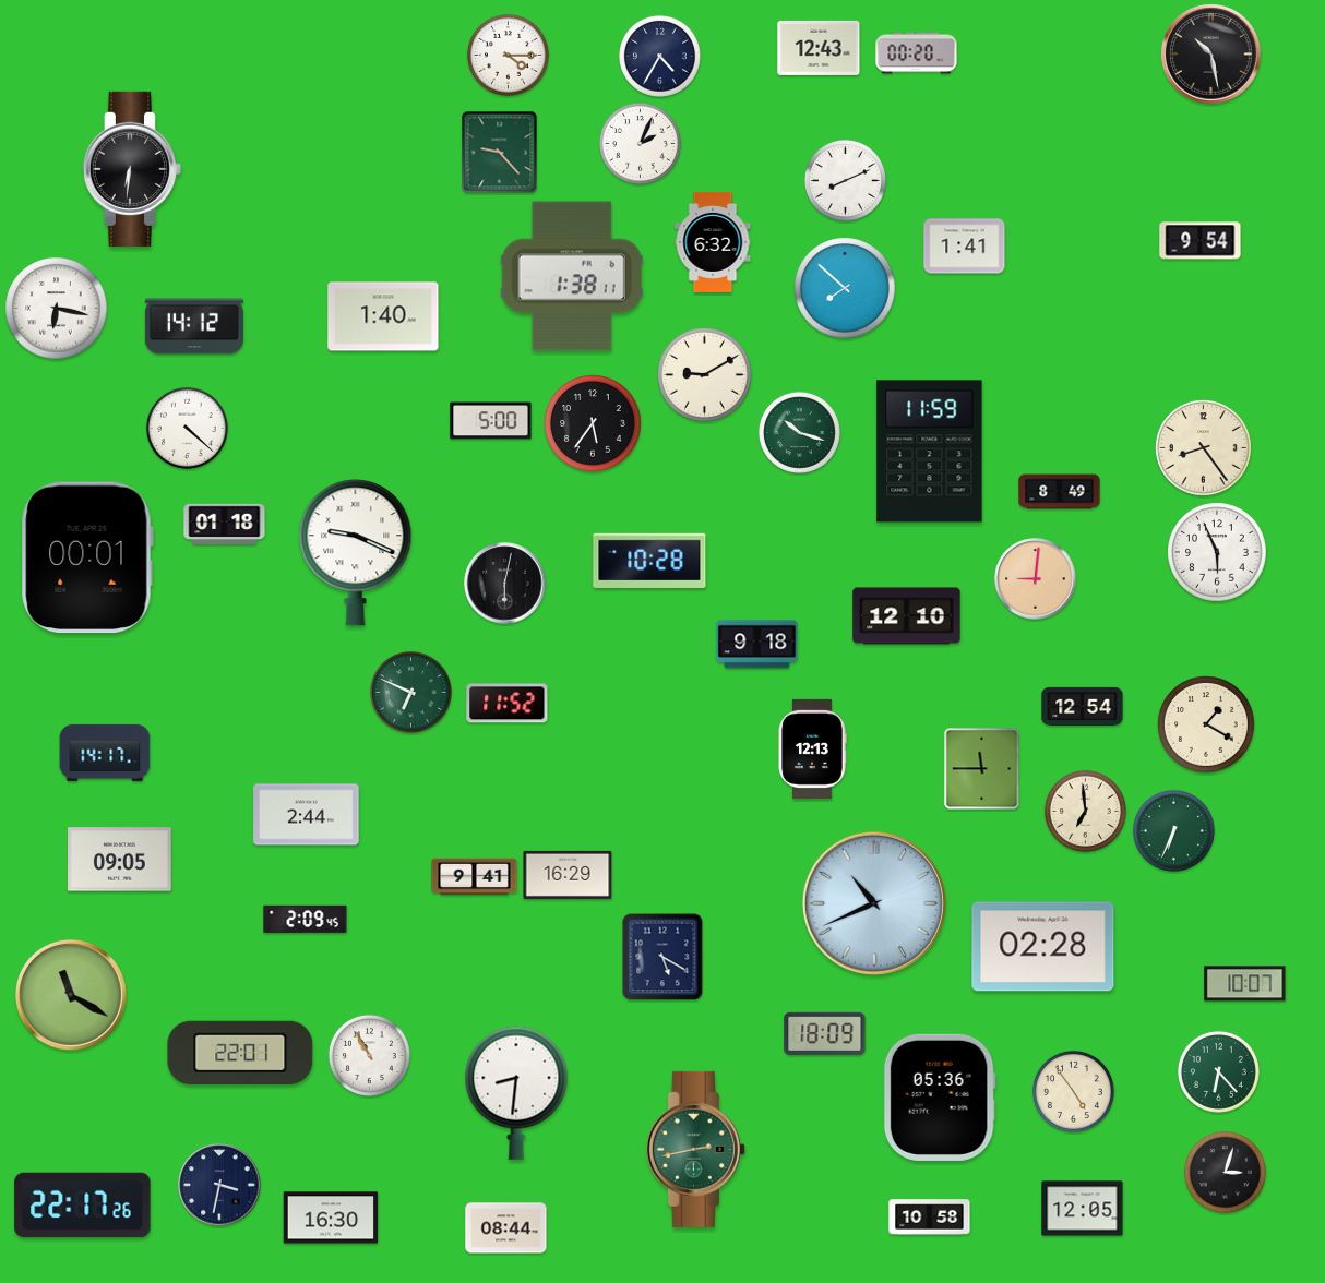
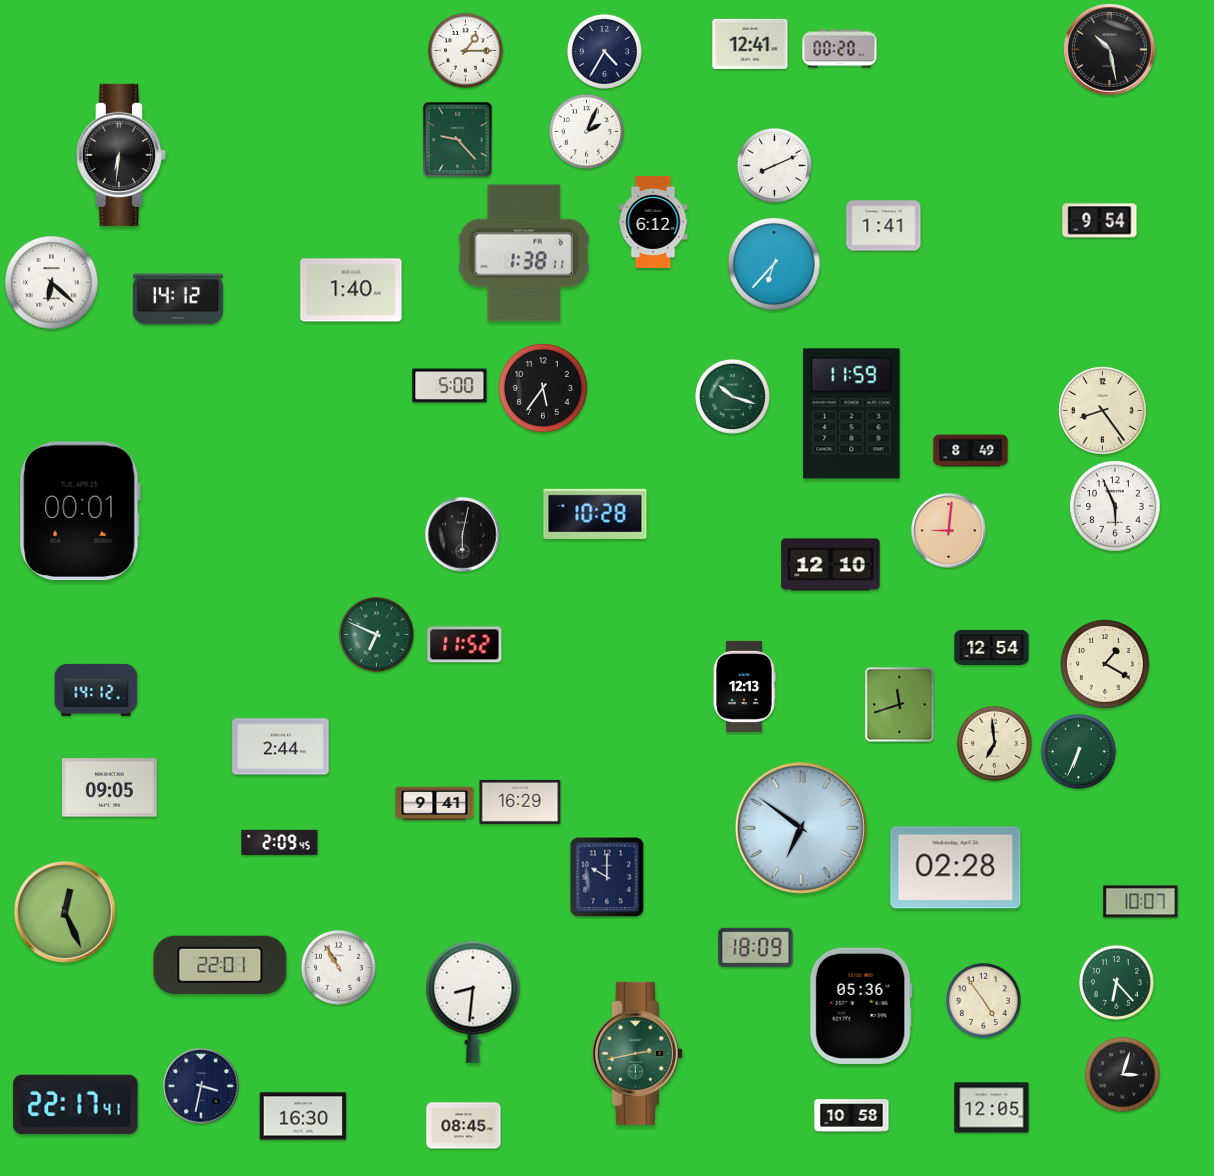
clock at (819, 48): 12:43 -> 12:41
clock at (508, 55): 4:15 -> 1:15
clock at (713, 242): 6:32 -> 6:12
clock at (845, 288): 7:52 -> 6:37
clock at (57, 309): 6:17 -> 6:22
clock at (705, 375): 9:10 -> none
clock at (187, 428): 4:22 -> none
clock at (225, 524): 01:18 -> none
clock at (356, 553): 9:19 -> none
clock at (757, 645): 9:18 -> none
clock at (105, 753): 14:17 -> 14:12
clock at (982, 769): 11:45 -> 11:42
clock at (1173, 830) position: (1173, 830) -> (1078, 751)
clock at (874, 903): 10:41 -> 6:51
clock at (663, 957): 5:20 -> 10:00
clock at (71, 995): 11:20 -> 12:26
clock at (83, 1206): 22:17:26 -> 22:17:41
clock at (506, 1228): 08:44 -> 08:45
